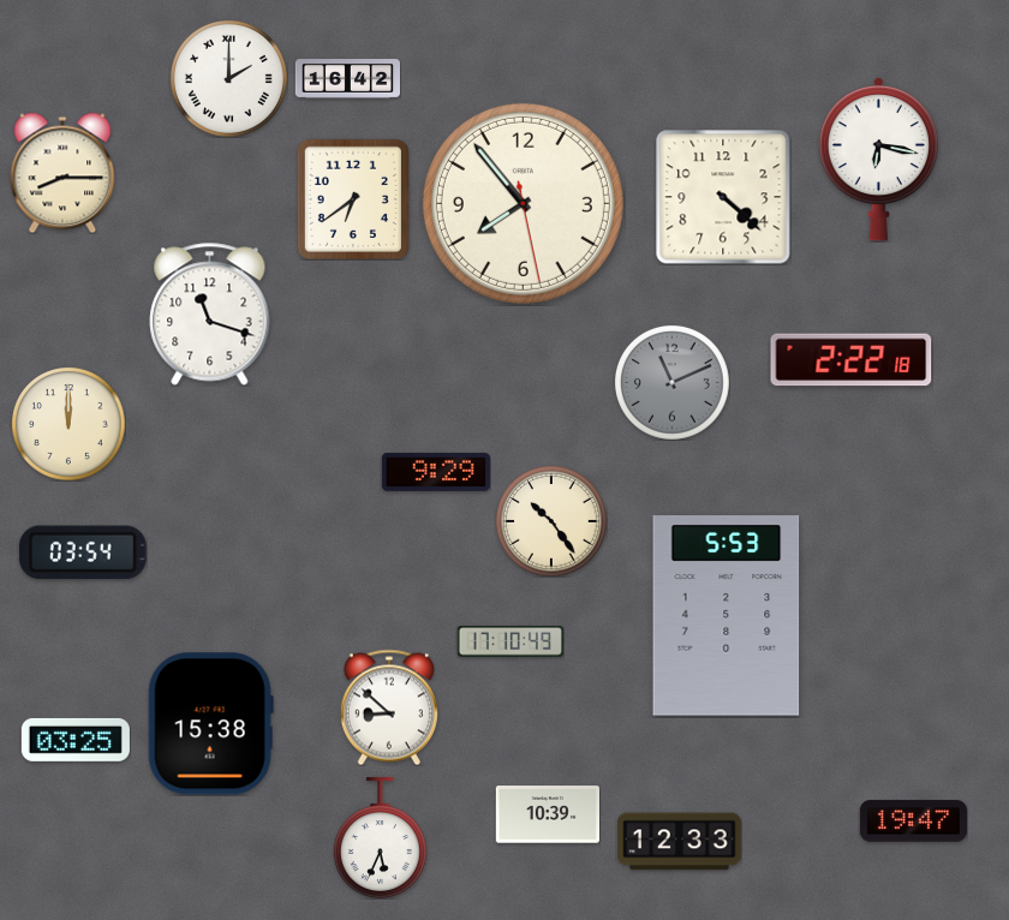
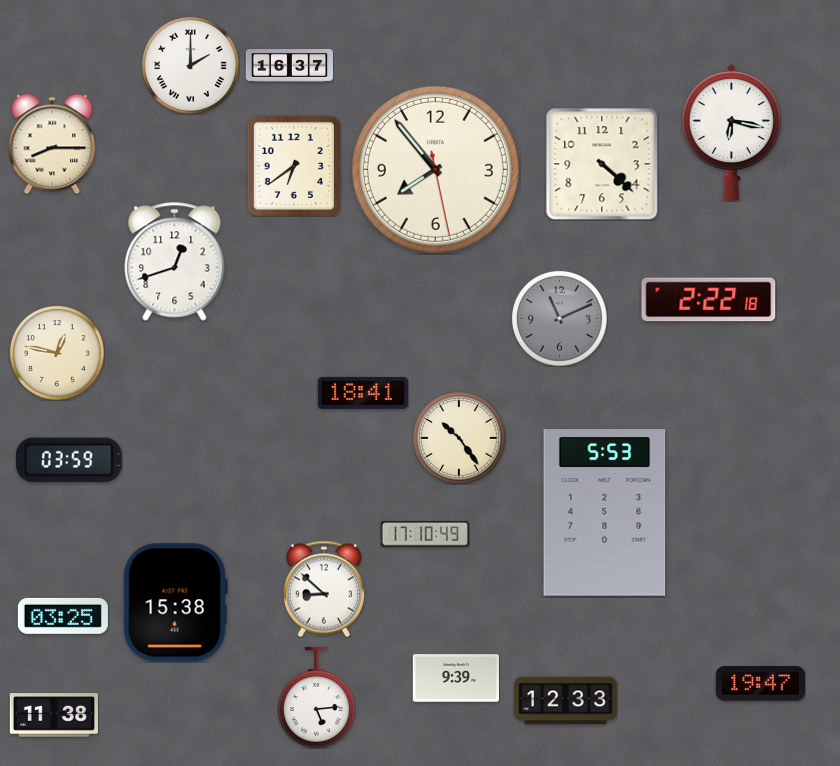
clock at (347, 79): 16:42 -> 16:37
clock at (210, 315): 11:18 -> 12:42
clock at (68, 424): 12:00 -> 12:47
clock at (436, 472): 9:29 -> 18:41
clock at (551, 521) position: (551, 521) -> (459, 438)
clock at (83, 552): 03:54 -> 03:59
clock at (547, 814): 10:39 -> 9:39
clock at (380, 838): 5:34 -> 5:14
clock at (54, 715): none -> 11:38
